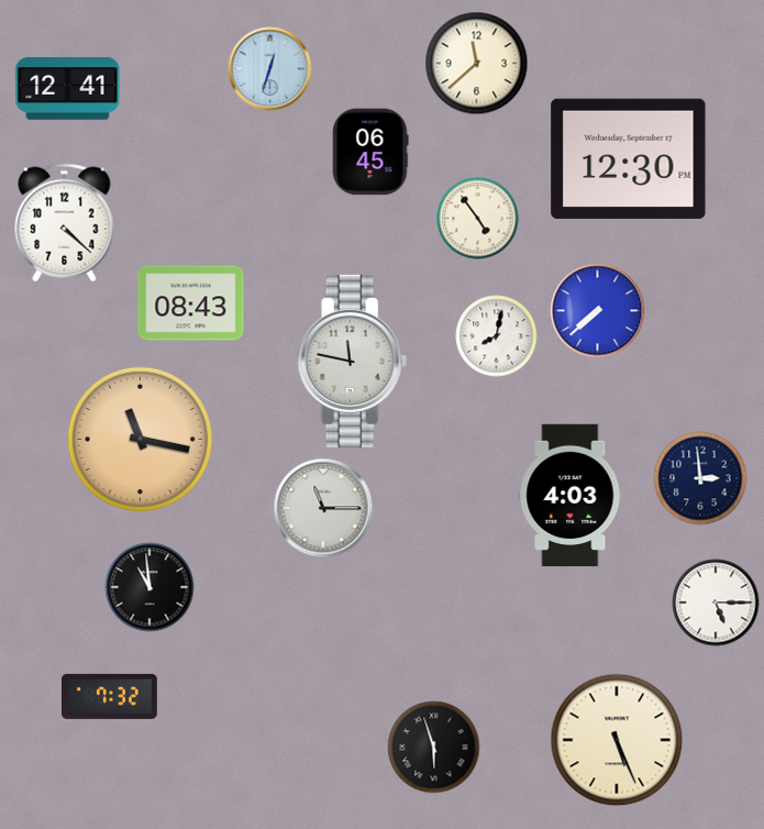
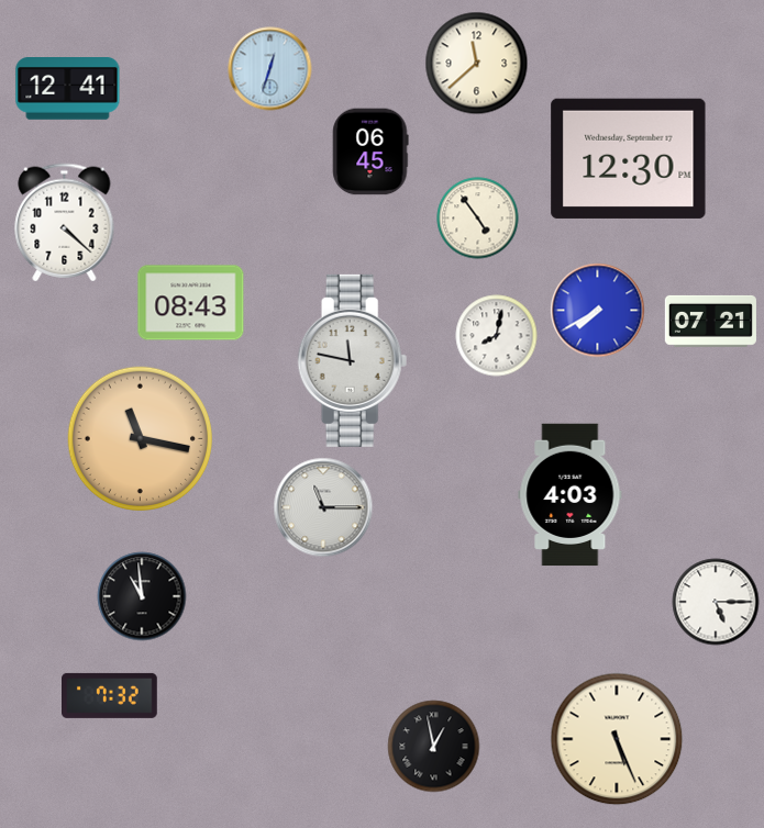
clock at (598, 311): 7:38 -> 7:40
clock at (710, 321): none -> 07:21
clock at (700, 478): 2:59 -> none
clock at (150, 587) position: (150, 587) -> (142, 596)
clock at (434, 748): 5:57 -> 12:58
